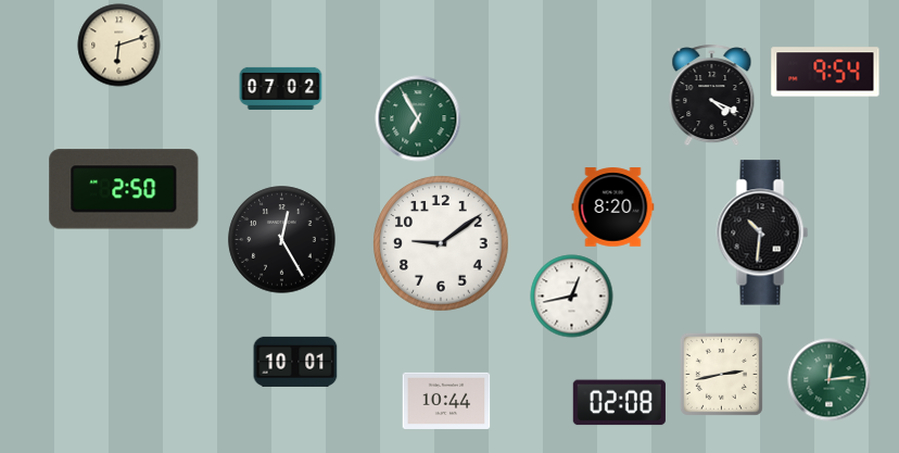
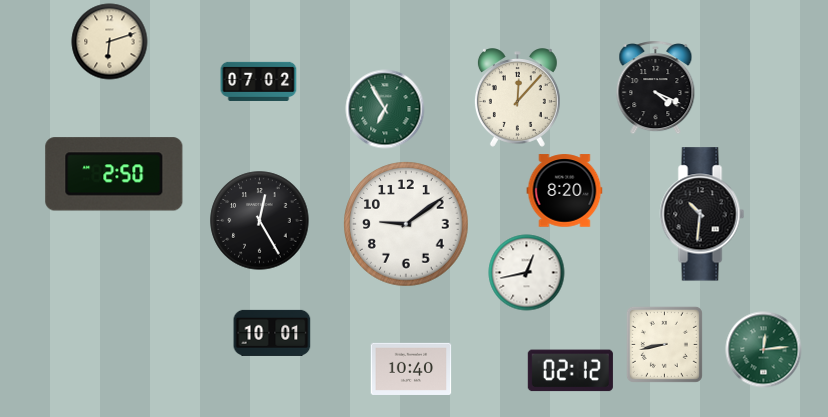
clock at (825, 72): 9:54 -> none
clock at (517, 98): none -> 12:07
clock at (721, 374): 2:43 -> 8:43
clock at (446, 401): 10:44 -> 10:40
clock at (619, 403): 02:08 -> 02:12
